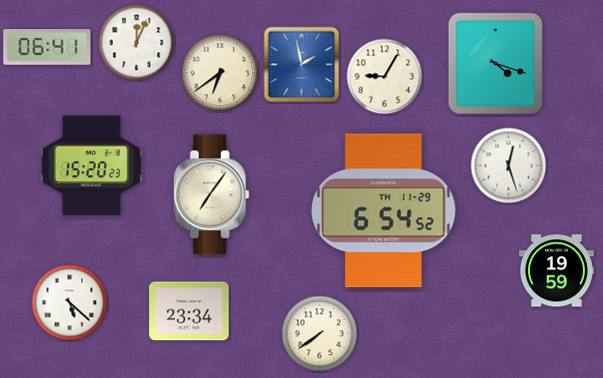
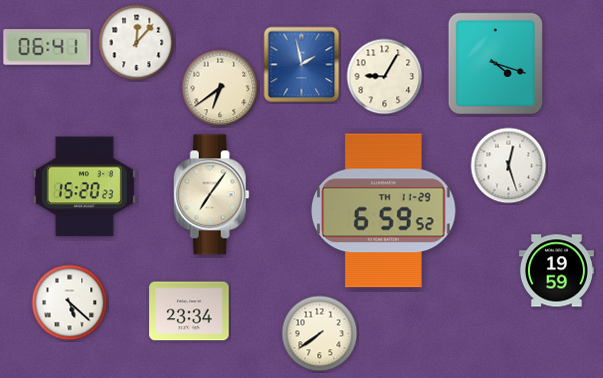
clock at (137, 43): 12:04 -> 12:07
clock at (220, 73) position: (220, 73) -> (220, 88)
clock at (91, 166) position: (91, 166) -> (84, 187)
clock at (384, 211): 6:54 -> 6:59
